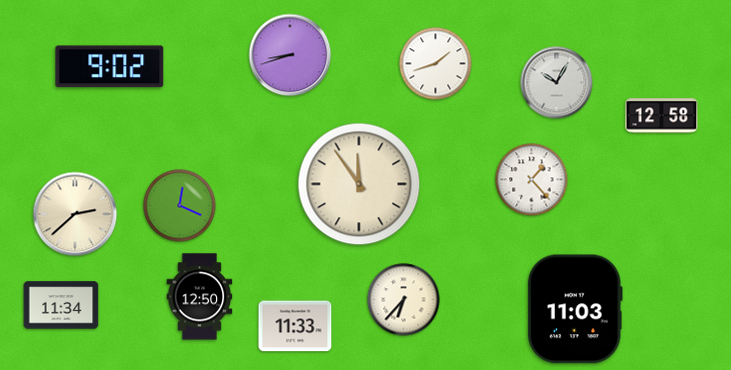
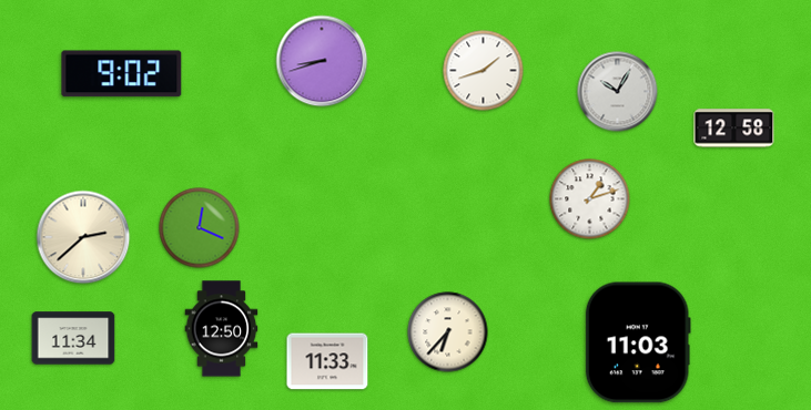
clock at (532, 180): 1:23 -> 1:12
clock at (359, 184): 11:54 -> none
clock at (61, 305) position: (61, 305) -> (73, 338)
